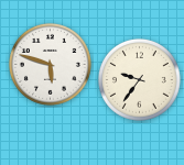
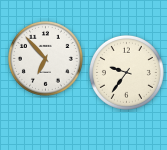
clock at (50, 64): 5:48 -> 6:53
